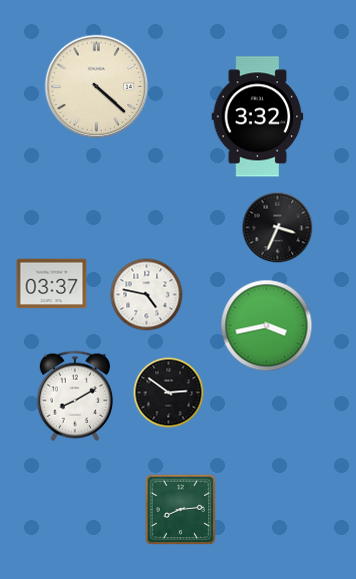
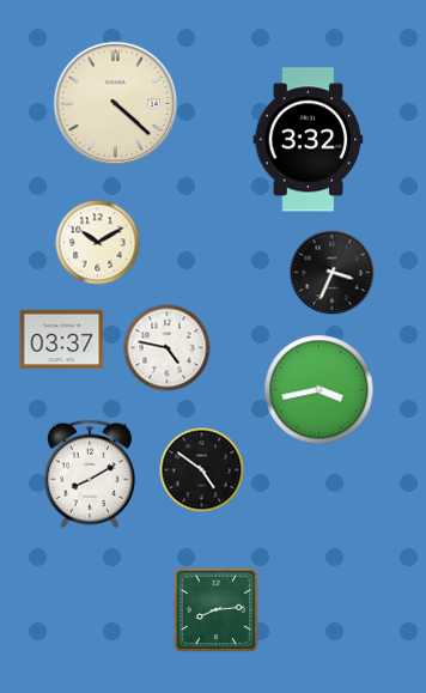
clock at (98, 243): none -> 10:10
clock at (147, 295) position: (147, 295) -> (168, 348)
clock at (169, 393): 2:51 -> 4:51
